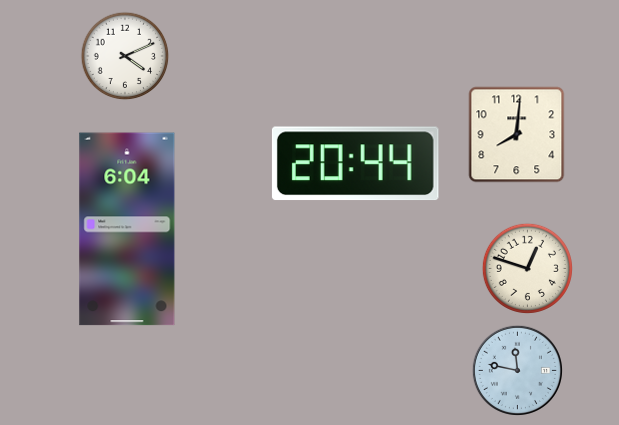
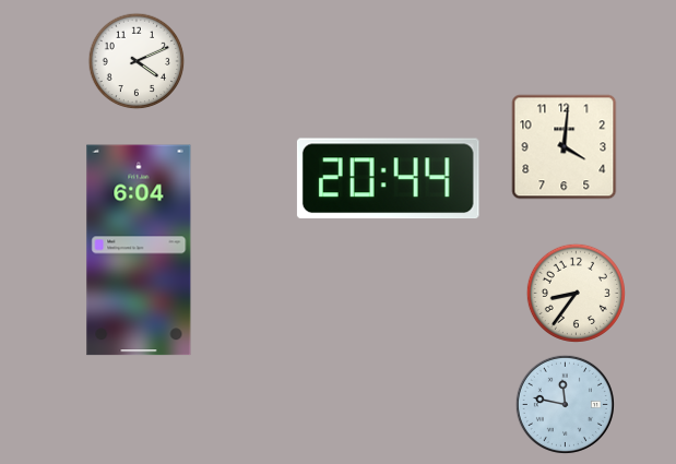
clock at (517, 135): 8:01 -> 4:01
clock at (527, 268): 12:48 -> 8:36
